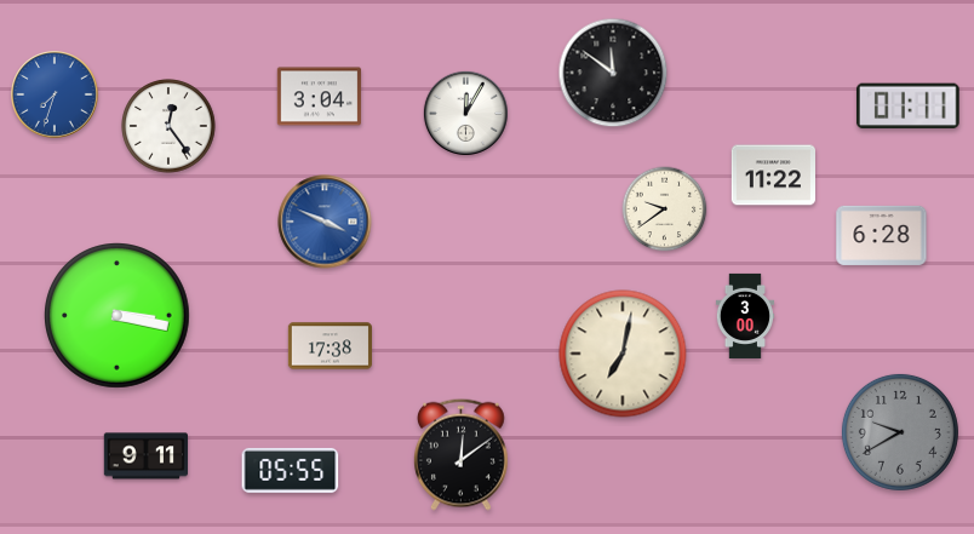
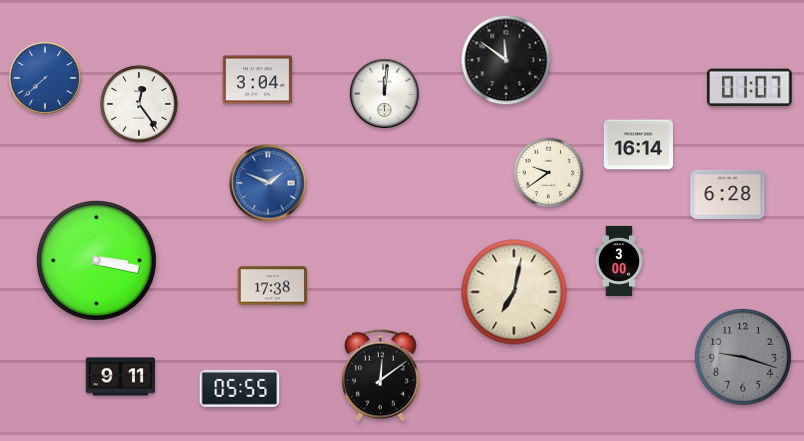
clock at (56, 96): 7:33 -> 7:38
clock at (319, 97) position: (319, 97) -> (257, 80)
clock at (907, 107): 01:11 -> 01:07
clock at (465, 113): 12:05 -> 12:01
clock at (773, 176): 11:22 -> 16:14
clock at (325, 222): 3:49 -> 1:49
clock at (745, 316) position: (745, 316) -> (619, 261)
clock at (900, 432): 9:40 -> 9:18
